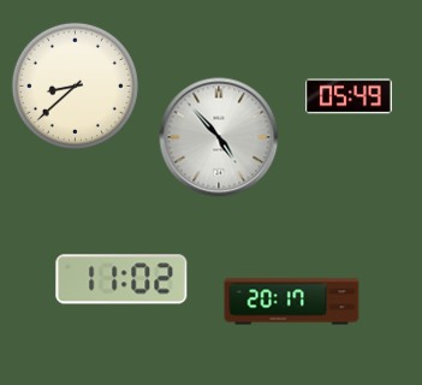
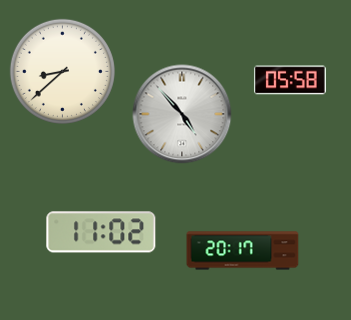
clock at (350, 96): 05:49 -> 05:58
